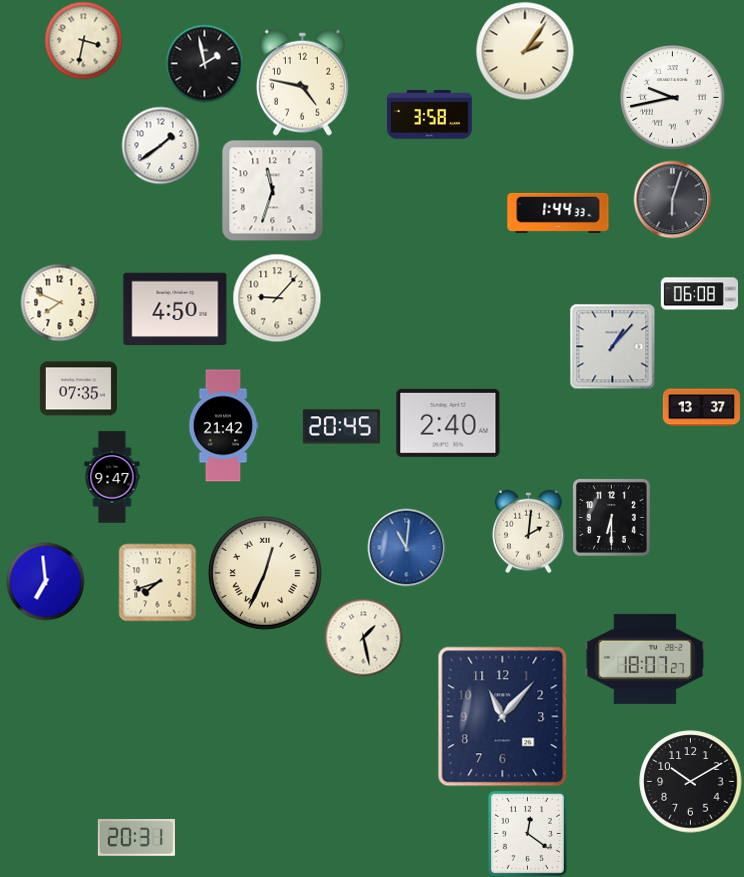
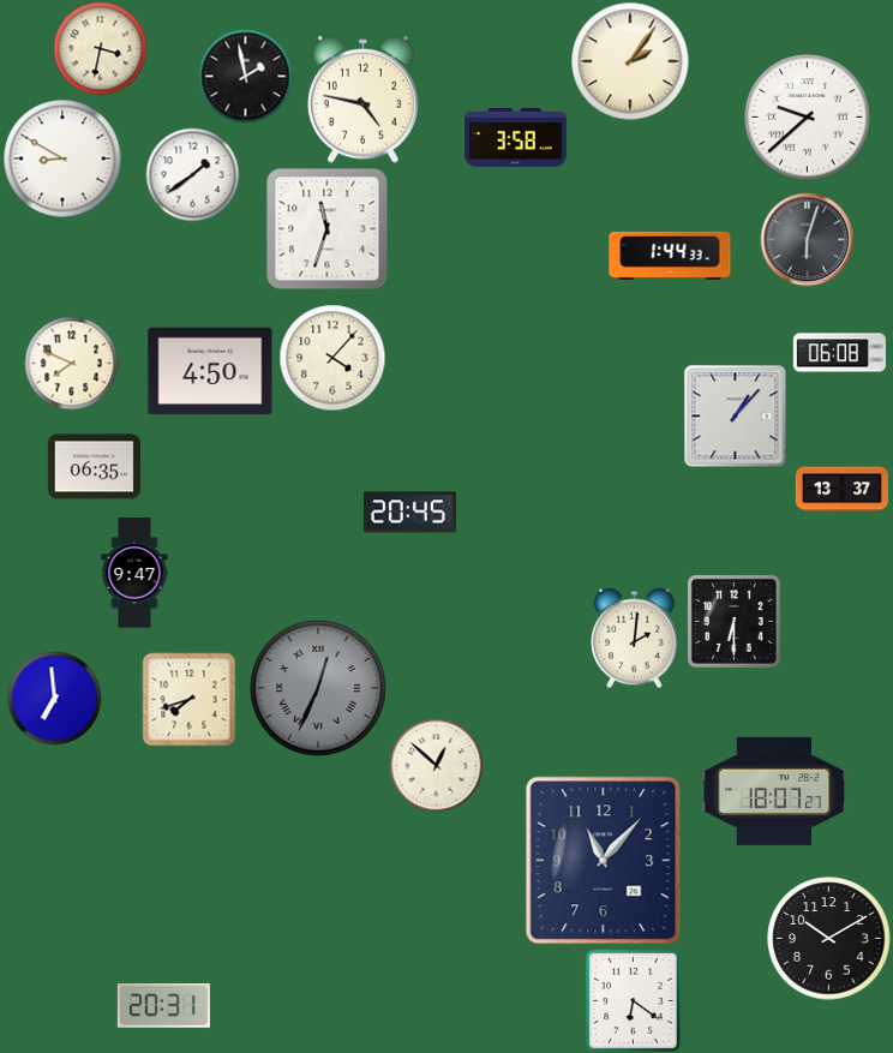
clock at (673, 98): 9:43 -> 9:38
clock at (62, 158): none -> 8:50
clock at (277, 298): 9:07 -> 4:07
clock at (78, 389): 07:35 -> 06:35
clock at (448, 423): 2:40 -> none
clock at (223, 426): 21:42 -> none
clock at (406, 547): 11:01 -> none
clock at (266, 574) dial: cream -> grey
clock at (363, 637): 1:28 -> 12:52
clock at (527, 833): 12:21 -> 6:21
